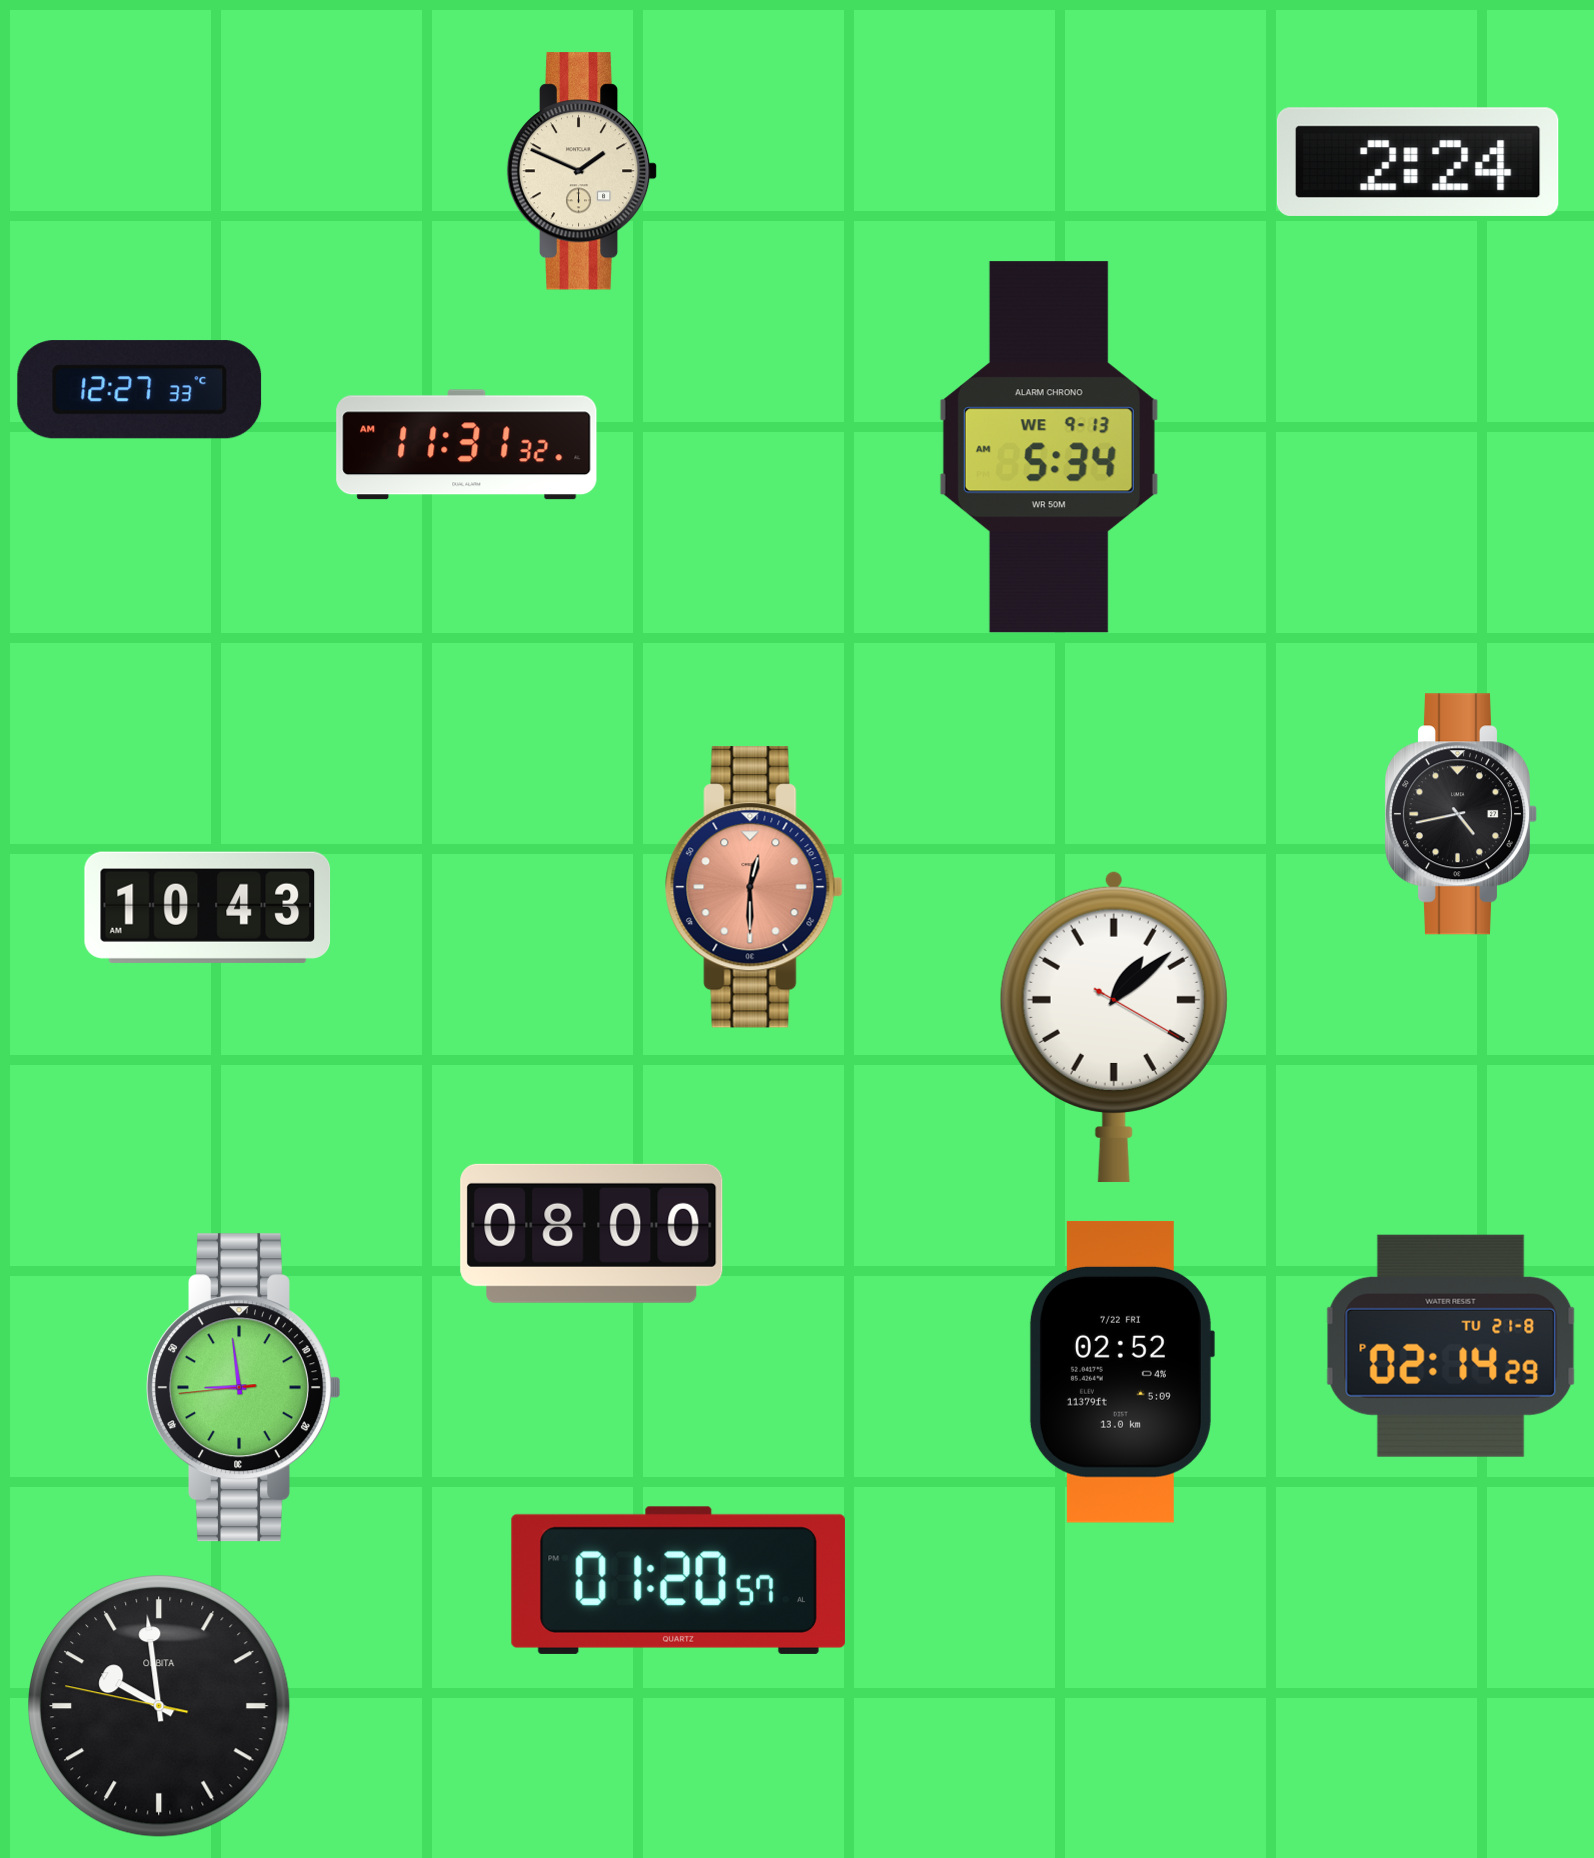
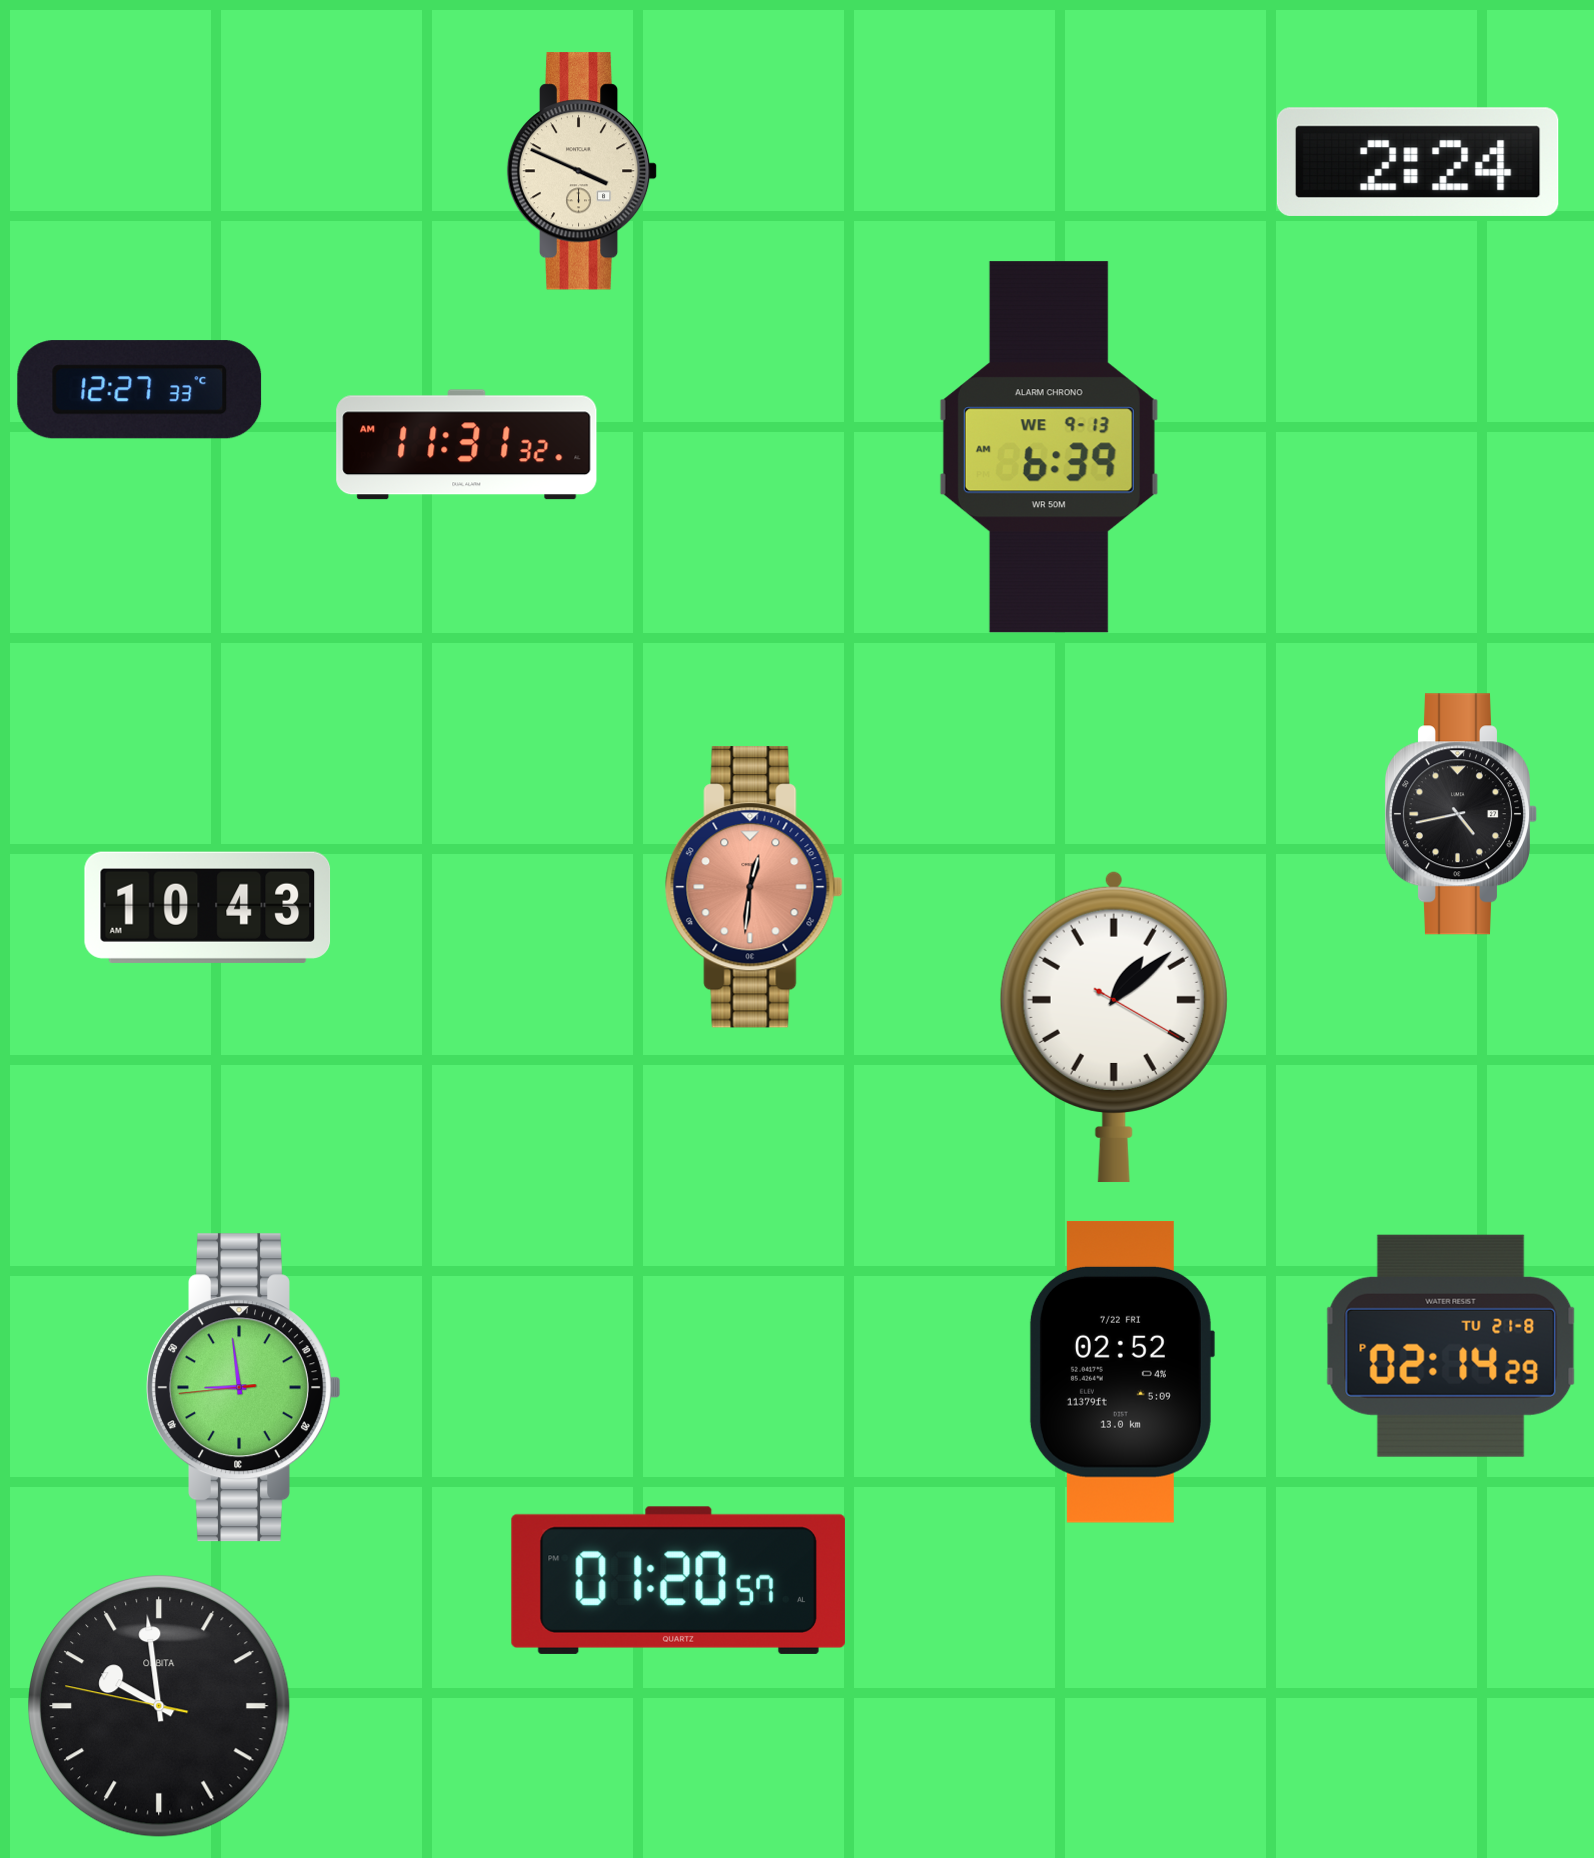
clock at (582, 171): 1:49 -> 3:49
clock at (1049, 447): 5:34 -> 6:39
clock at (754, 887): 12:30 -> 12:31
clock at (592, 1233): 08:00 -> none
